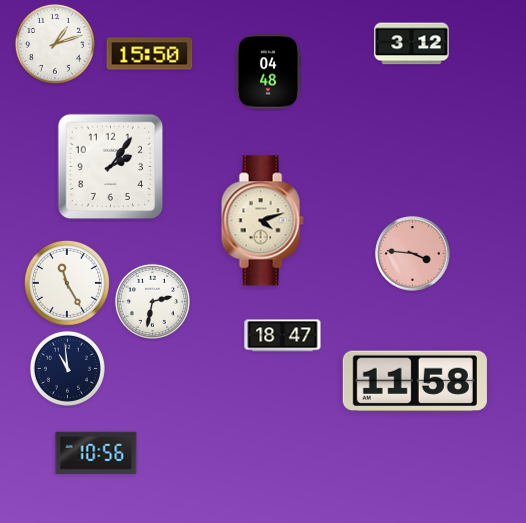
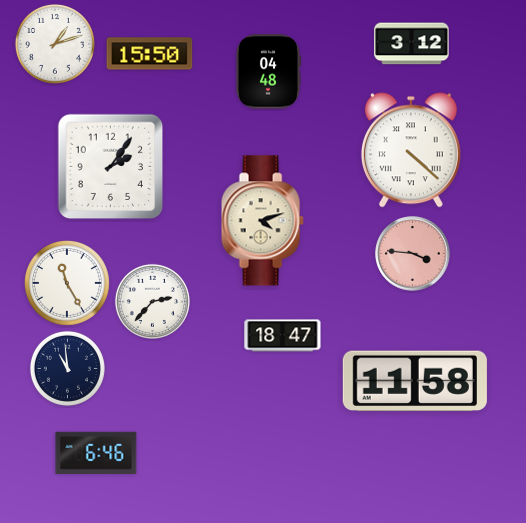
clock at (411, 150): none -> 4:22
clock at (152, 301): 2:32 -> 2:37
clock at (96, 453): 10:56 -> 6:46
